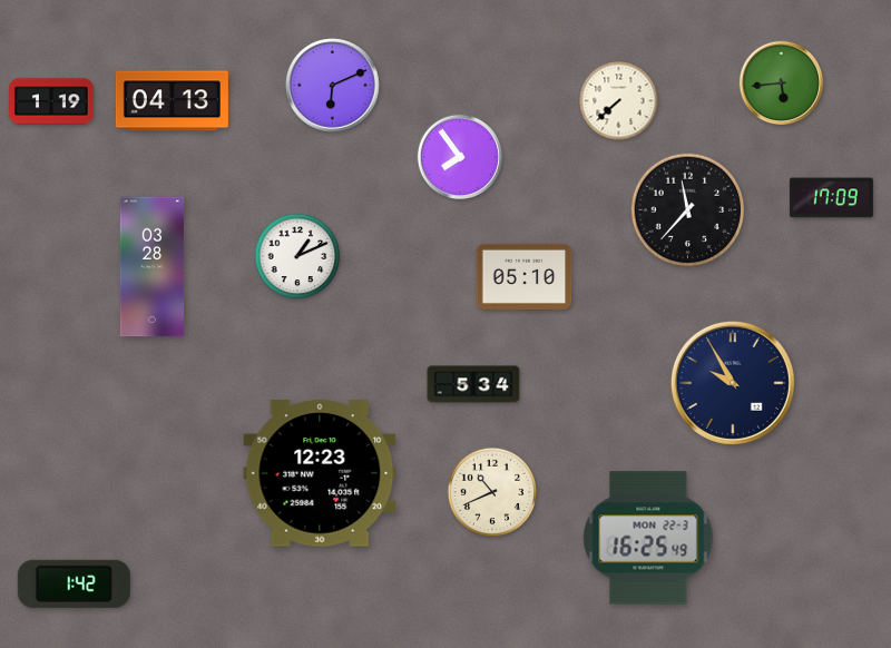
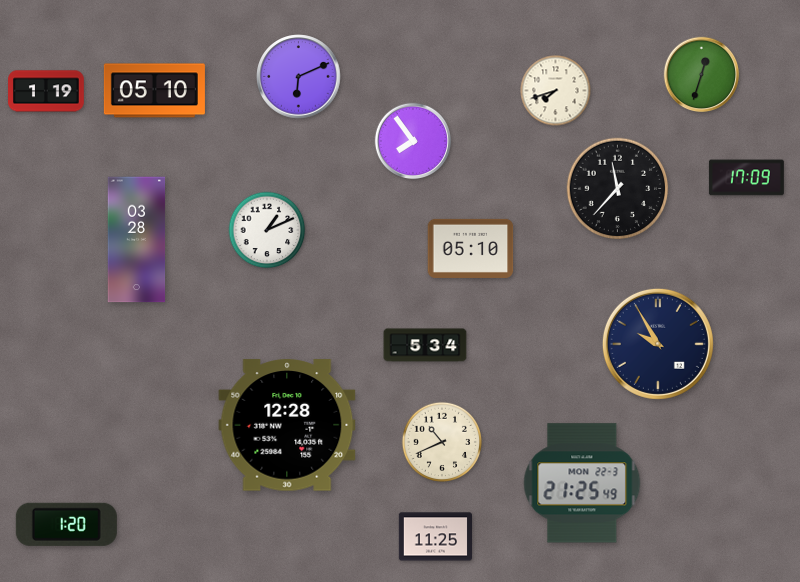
clock at (782, 84): 5:44 -> 12:33
clock at (172, 101): 04:13 -> 05:10
clock at (619, 101): 7:38 -> 7:42
clock at (320, 473): 12:23 -> 12:28
clock at (648, 538): 16:25 -> 21:25
clock at (74, 583): 1:42 -> 1:20
clock at (435, 537): none -> 11:25
